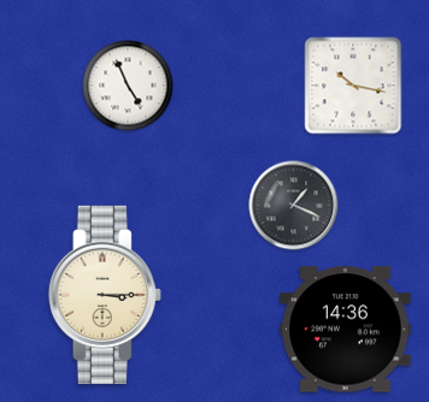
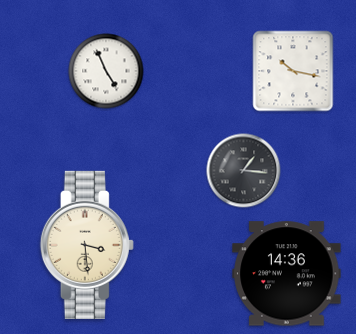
clock at (294, 206): 1:19 -> 1:16
clock at (105, 295): 3:15 -> 3:29
